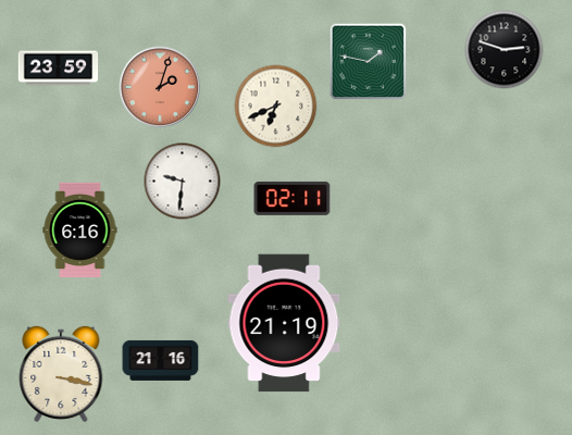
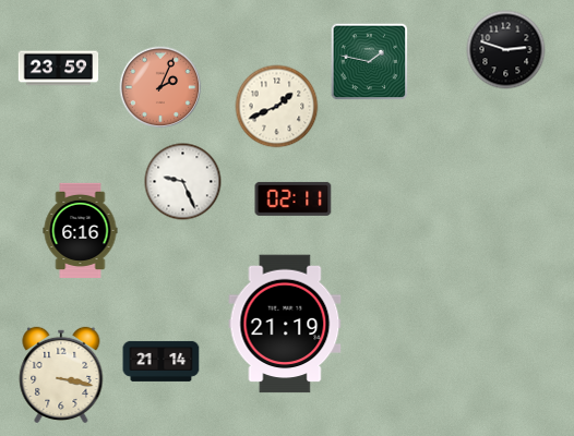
clock at (160, 87): 2:03 -> 2:04
clock at (276, 107): 6:41 -> 1:41
clock at (183, 182): 9:31 -> 9:26
clock at (161, 360): 21:16 -> 21:14
